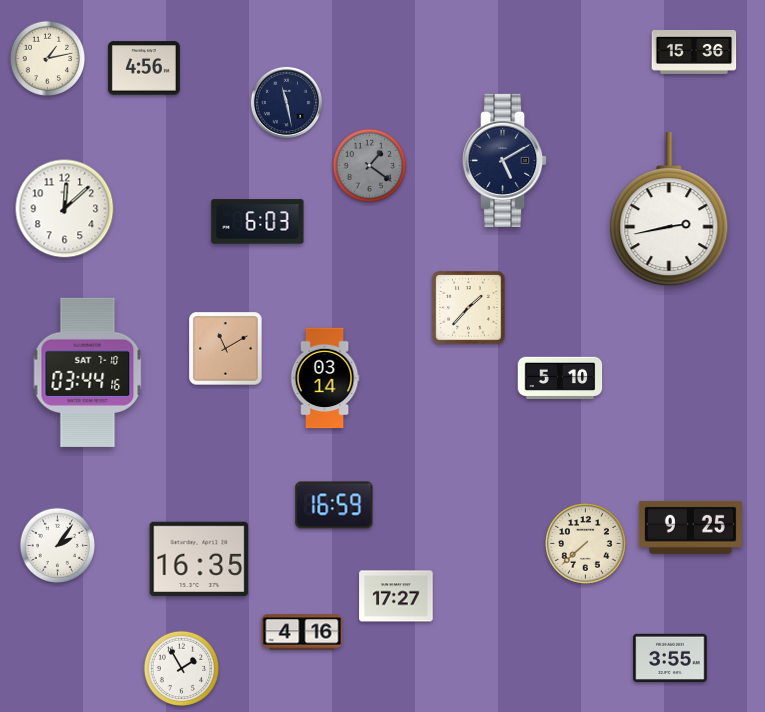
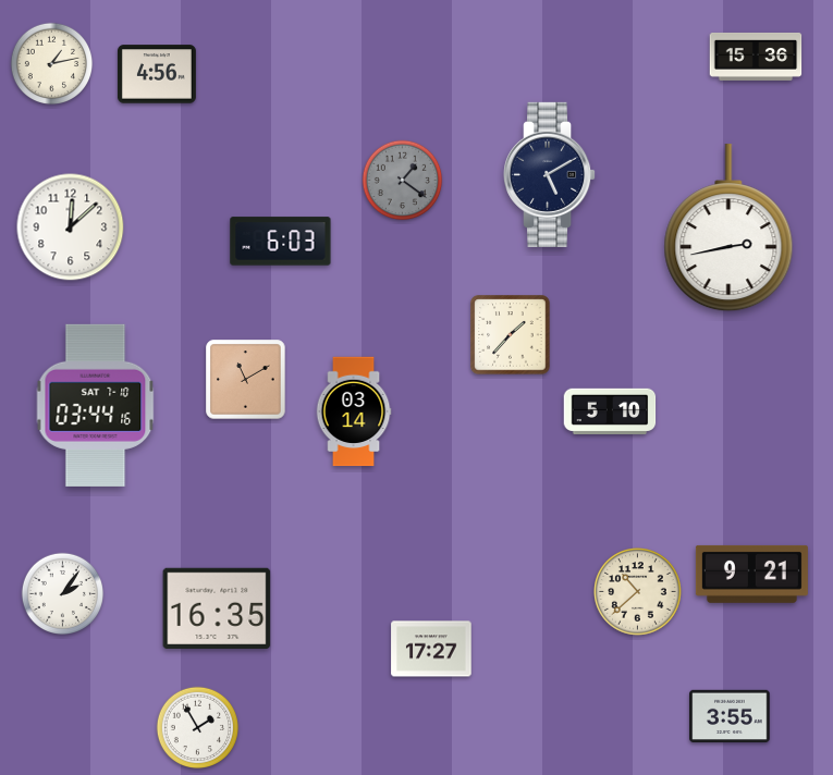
clock at (286, 102): 11:28 -> none
clock at (334, 505): 16:59 -> none
clock at (690, 527): 9:25 -> 9:21
clock at (586, 544): 7:38 -> 10:38
clock at (302, 632): 4:16 -> none
